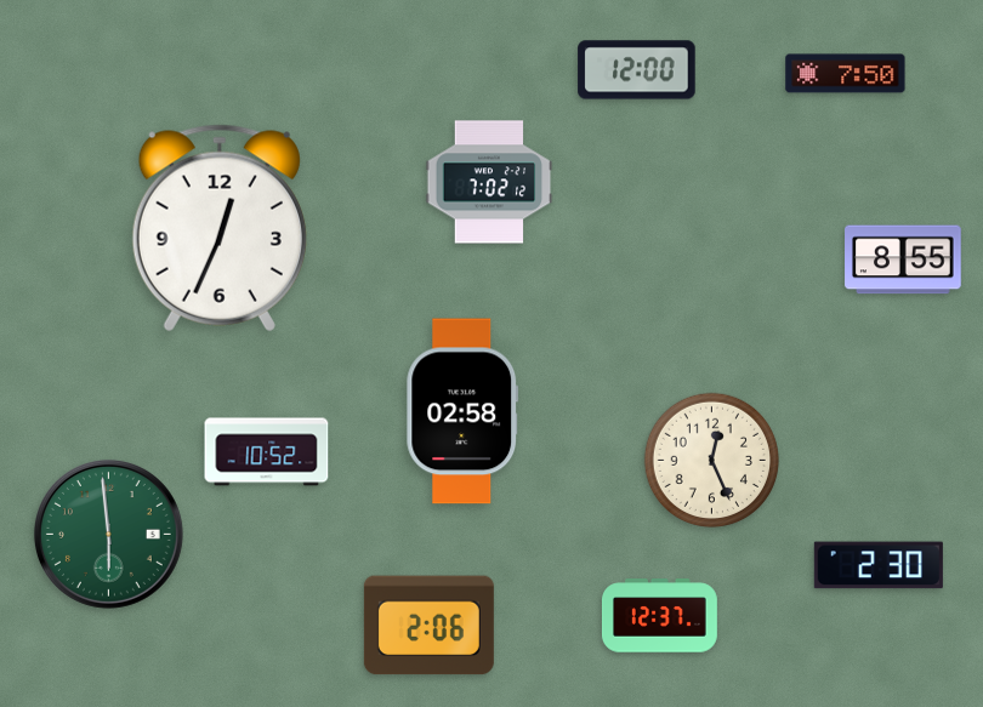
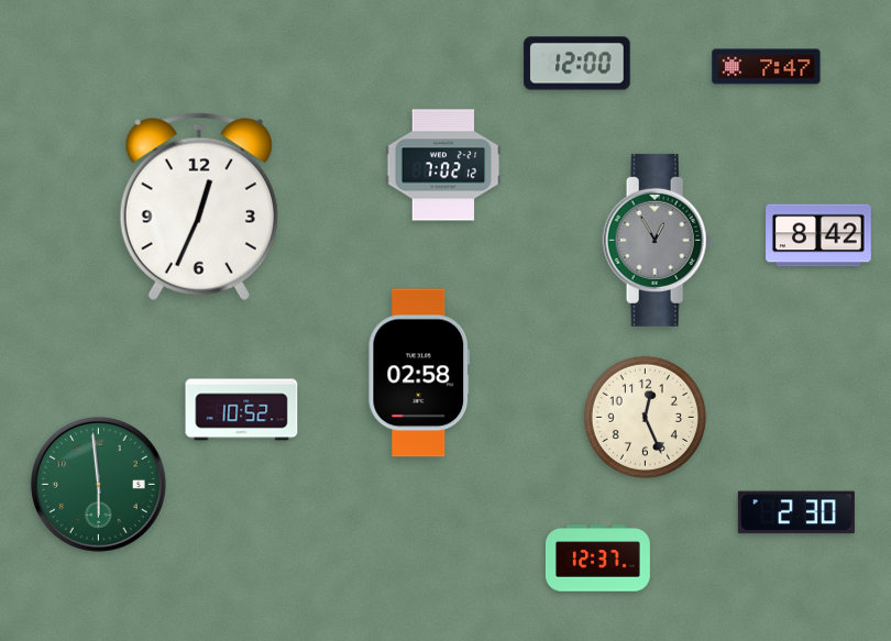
clock at (846, 74): 7:50 -> 7:47
clock at (903, 260): 8:55 -> 8:42
clock at (658, 240): none -> 12:55
clock at (428, 626): 2:06 -> none
